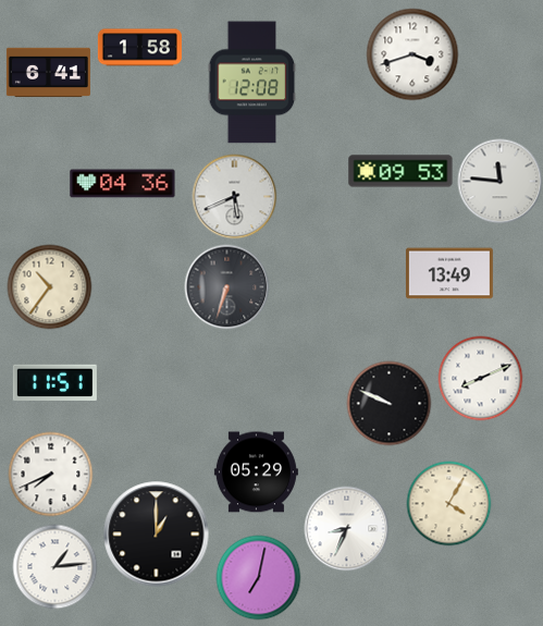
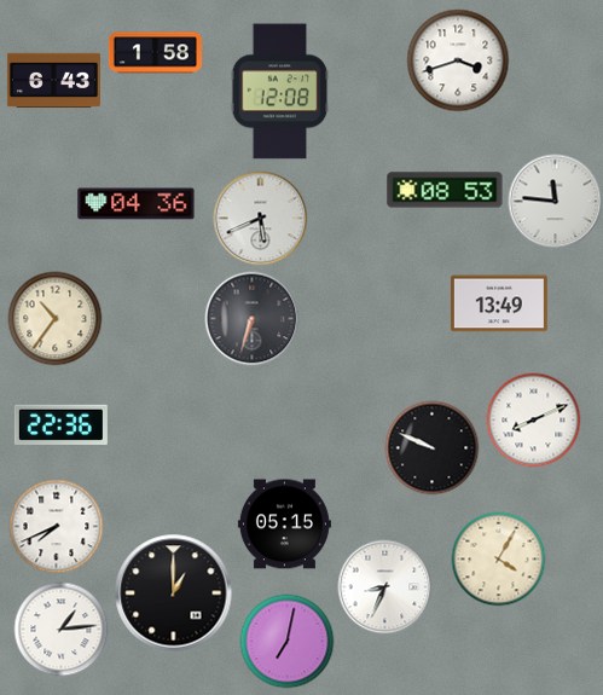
clock at (48, 73): 6:41 -> 6:43
clock at (400, 171): 09:53 -> 08:53
clock at (54, 382): 11:51 -> 22:36
clock at (256, 472): 05:29 -> 05:15
